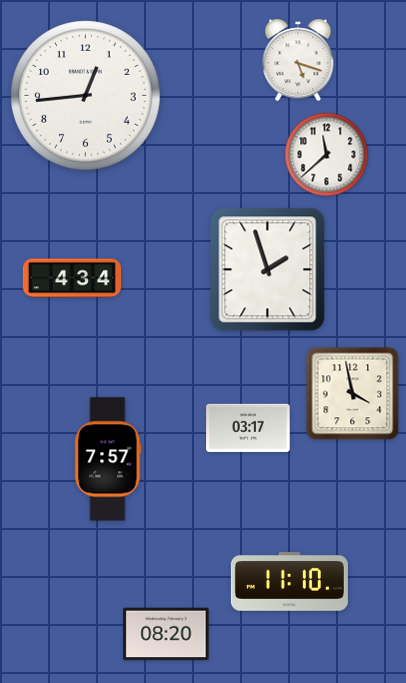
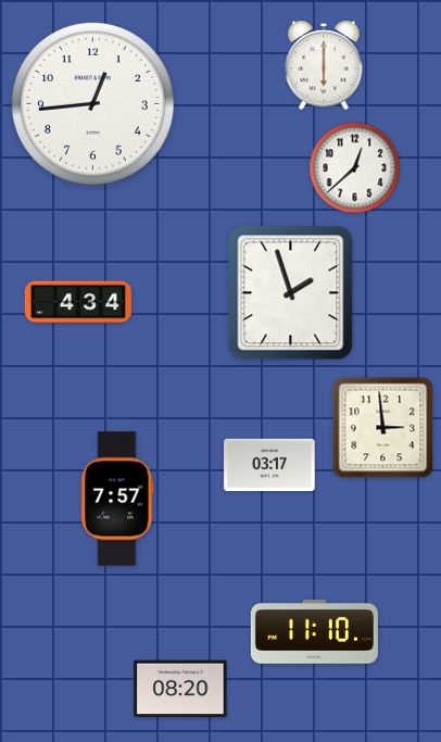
clock at (298, 60): 5:18 -> 6:00
clock at (327, 155): 11:38 -> 12:38
clock at (353, 394): 3:58 -> 2:59
